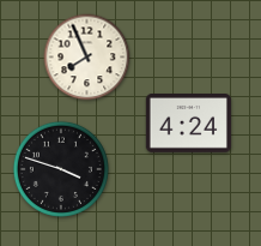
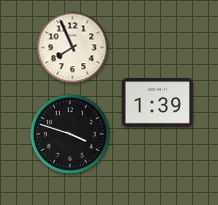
clock at (188, 124): 4:24 -> 1:39
clock at (61, 169) position: (61, 169) -> (70, 134)
